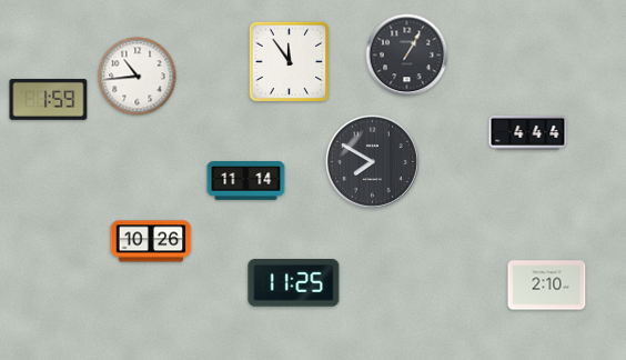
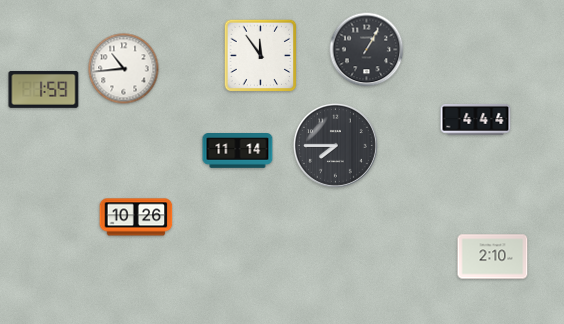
clock at (372, 161): 7:50 -> 7:45
clock at (246, 181) position: (246, 181) -> (238, 151)
clock at (294, 283): 11:25 -> none
